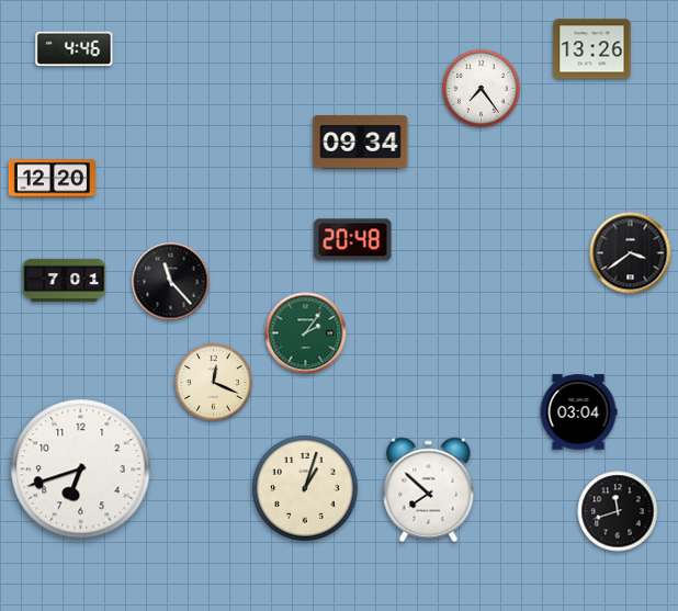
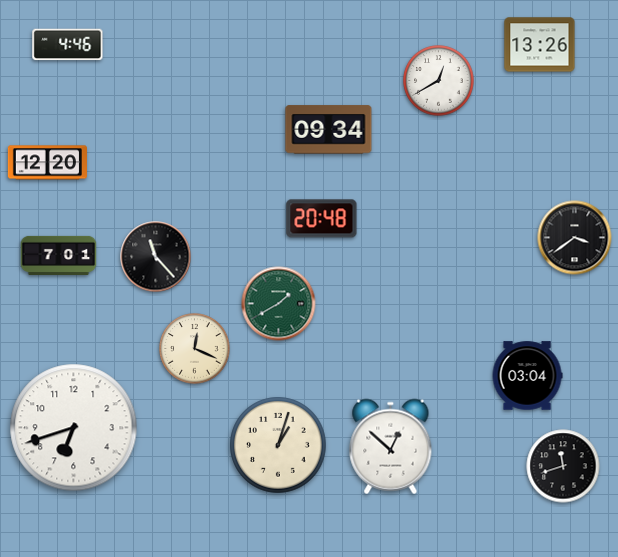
clock at (482, 89): 7:24 -> 12:40
clock at (631, 253) position: (631, 253) -> (575, 238)
clock at (306, 333): 2:06 -> 1:40
clock at (429, 490): 7:52 -> 12:52
